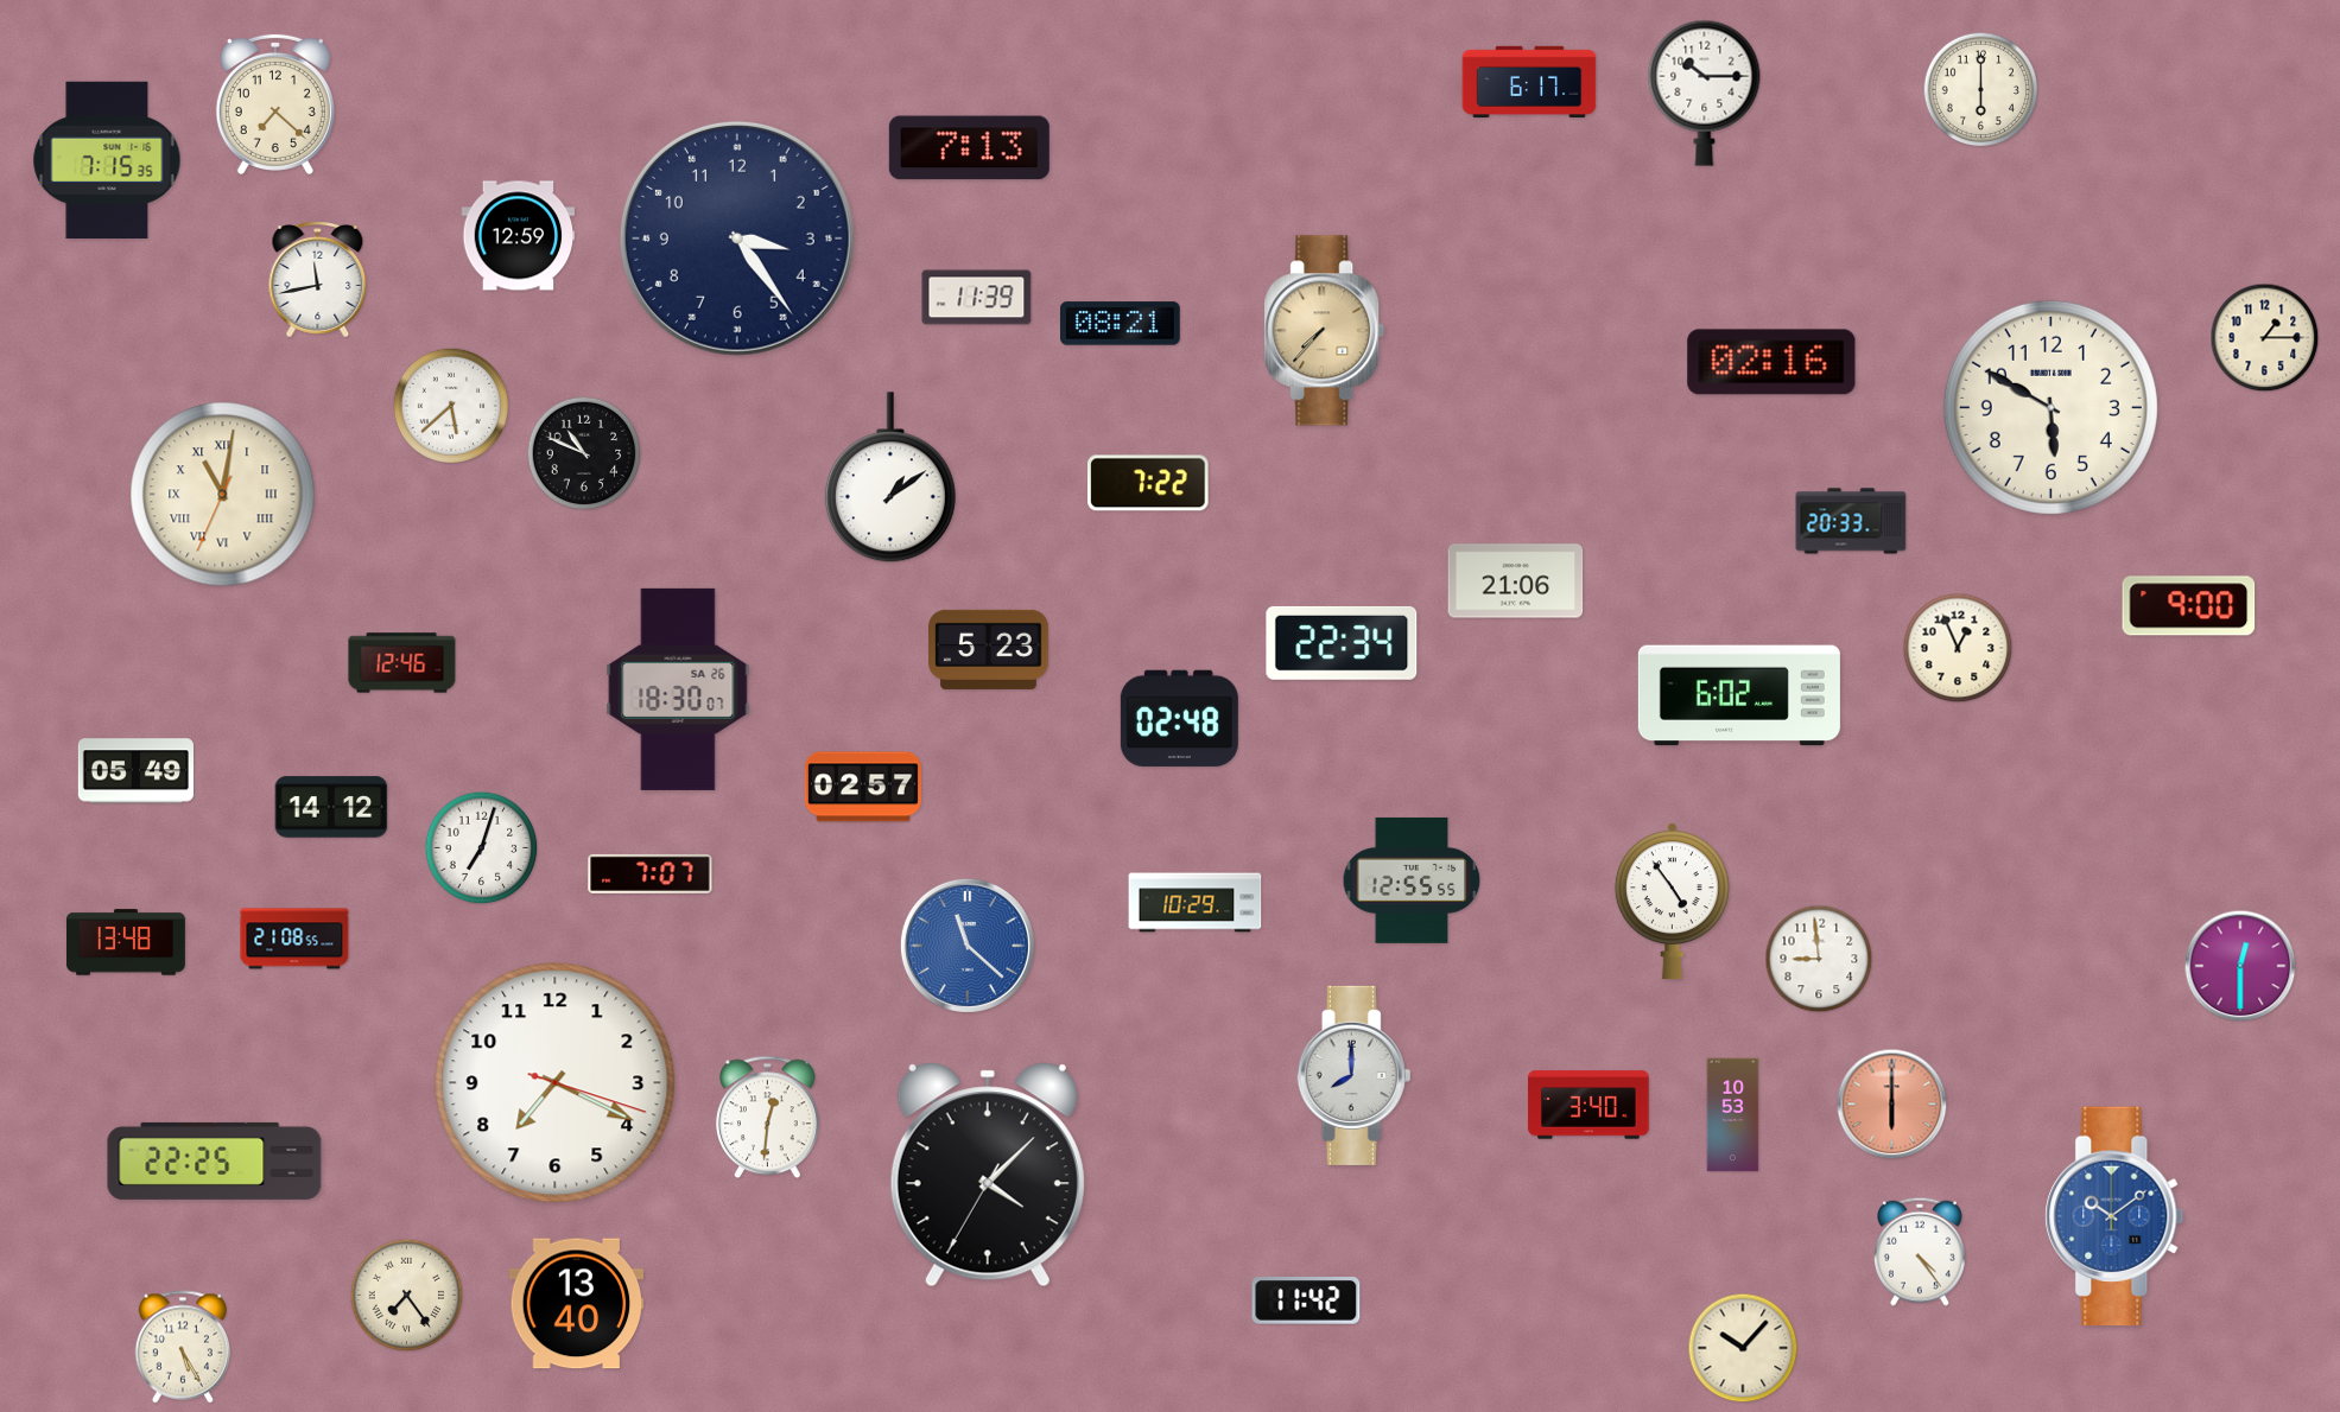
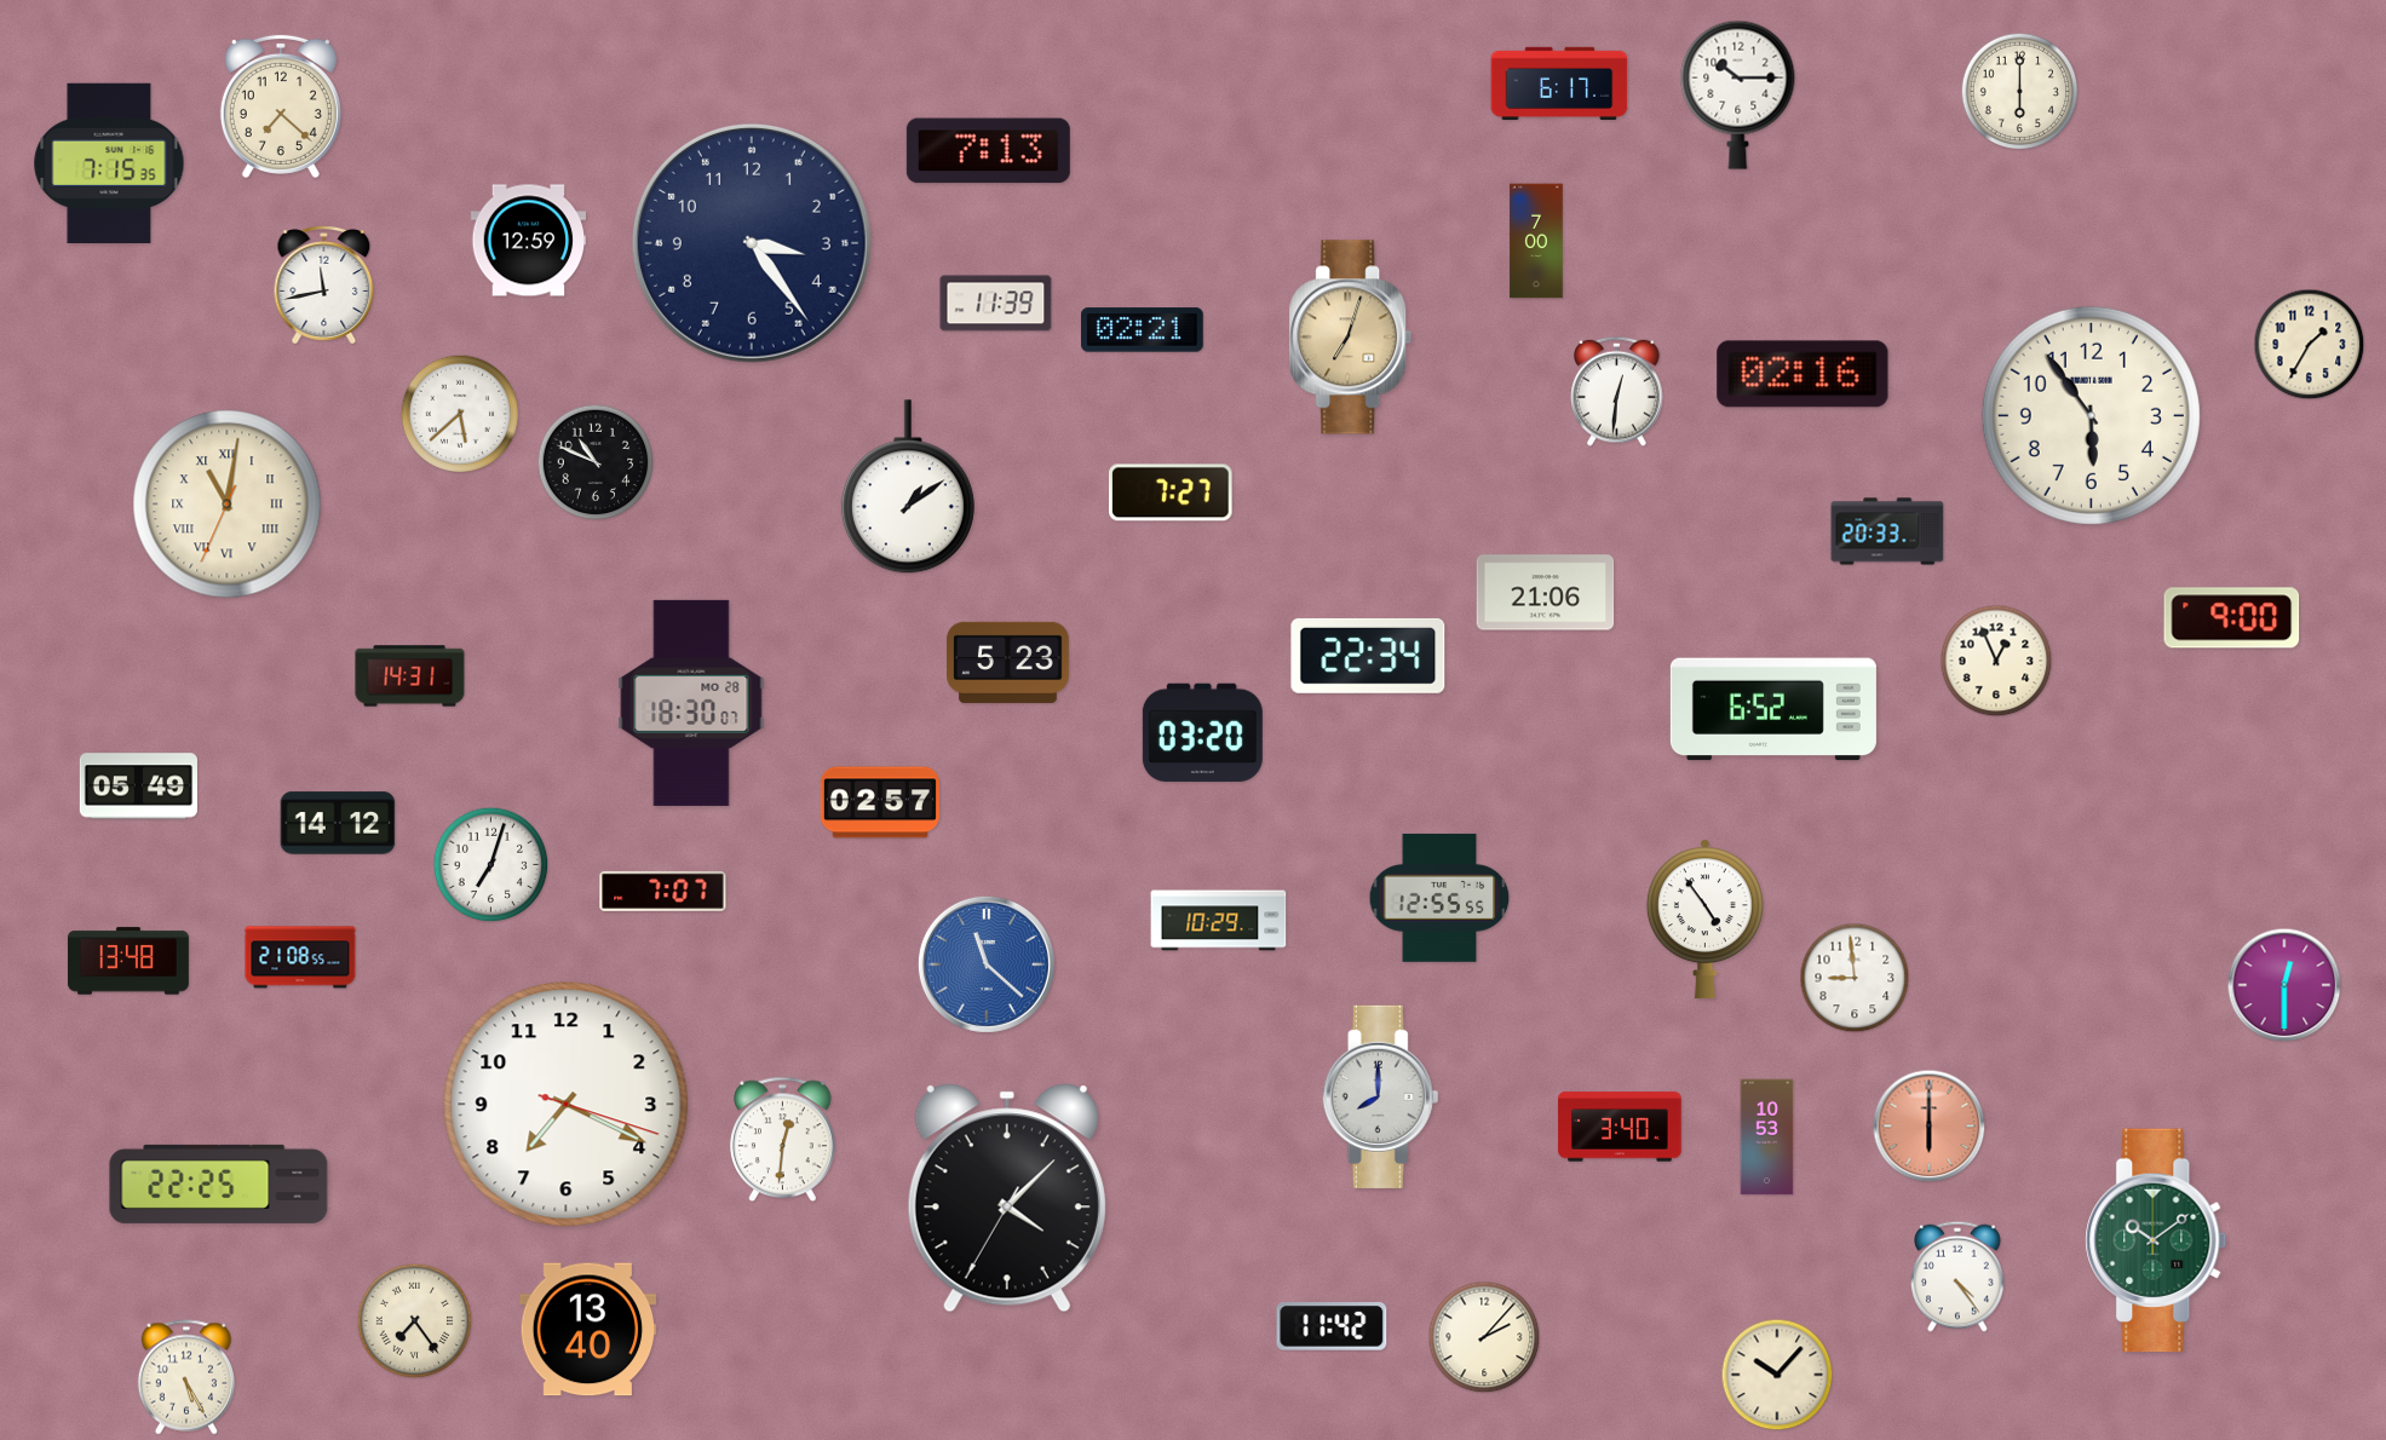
clock at (1536, 241): none -> 7:00
clock at (1121, 324): 08:21 -> 02:21
clock at (1325, 331): 7:37 -> 7:03
clock at (2265, 338): 1:15 -> 1:35
clock at (1771, 362) position: (1771, 362) -> (1803, 374)
clock at (1617, 391): none -> 12:31
clock at (2050, 407): 5:50 -> 5:54
clock at (1149, 483): 7:22 -> 7:27
clock at (402, 663): 12:46 -> 14:31
clock at (678, 689) date: SA 26 -> MO 28
clock at (1739, 695): 6:02 -> 6:52
clock at (1179, 718): 02:48 -> 03:20
clock at (2114, 1216) dial: blue -> green
clock at (1484, 1337): none -> 2:07
clock at (182, 1347) position: (182, 1347) -> (185, 1377)
